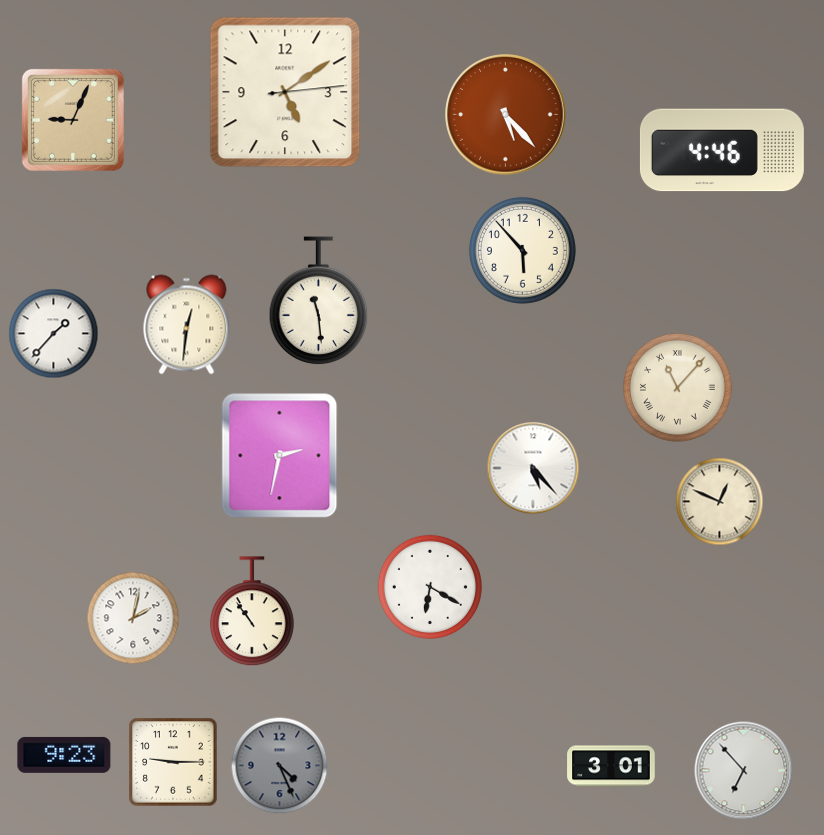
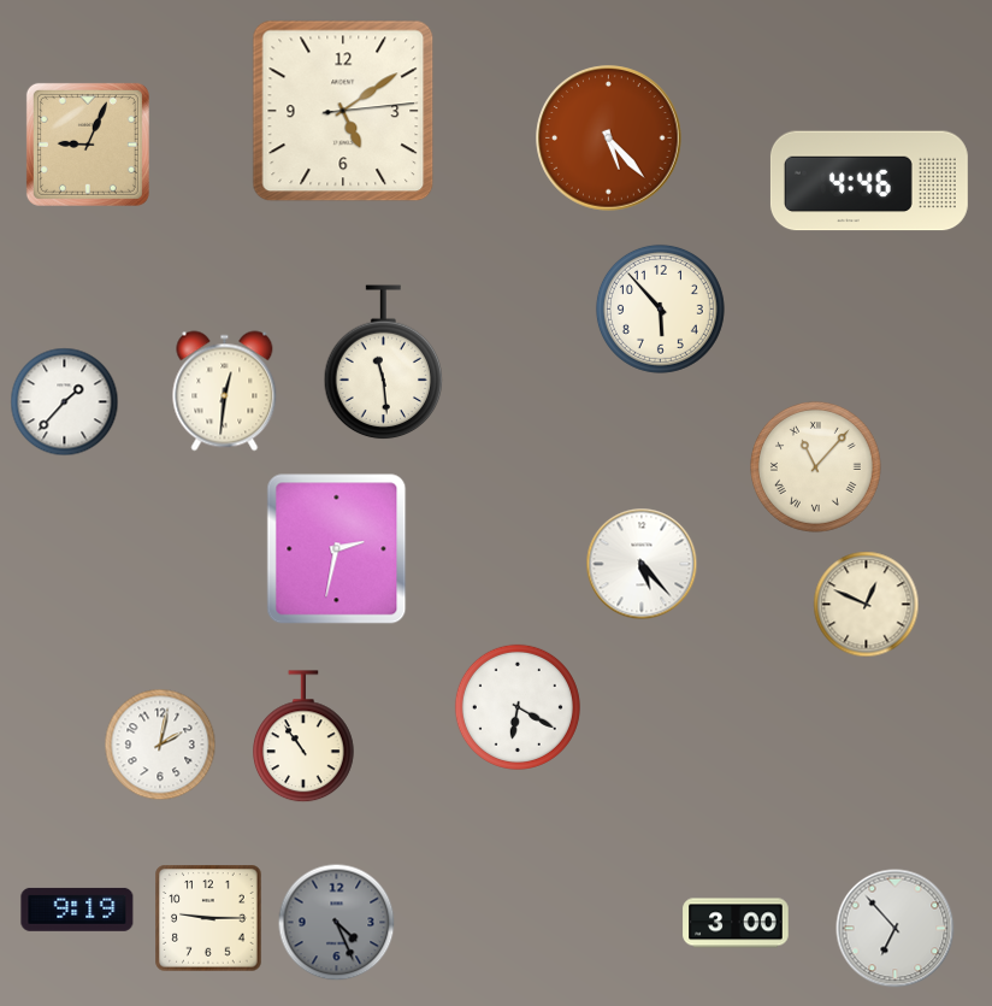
clock at (522, 250) position: (522, 250) -> (660, 308)
clock at (64, 755): 9:23 -> 9:19
clock at (611, 766): 3:01 -> 3:00
